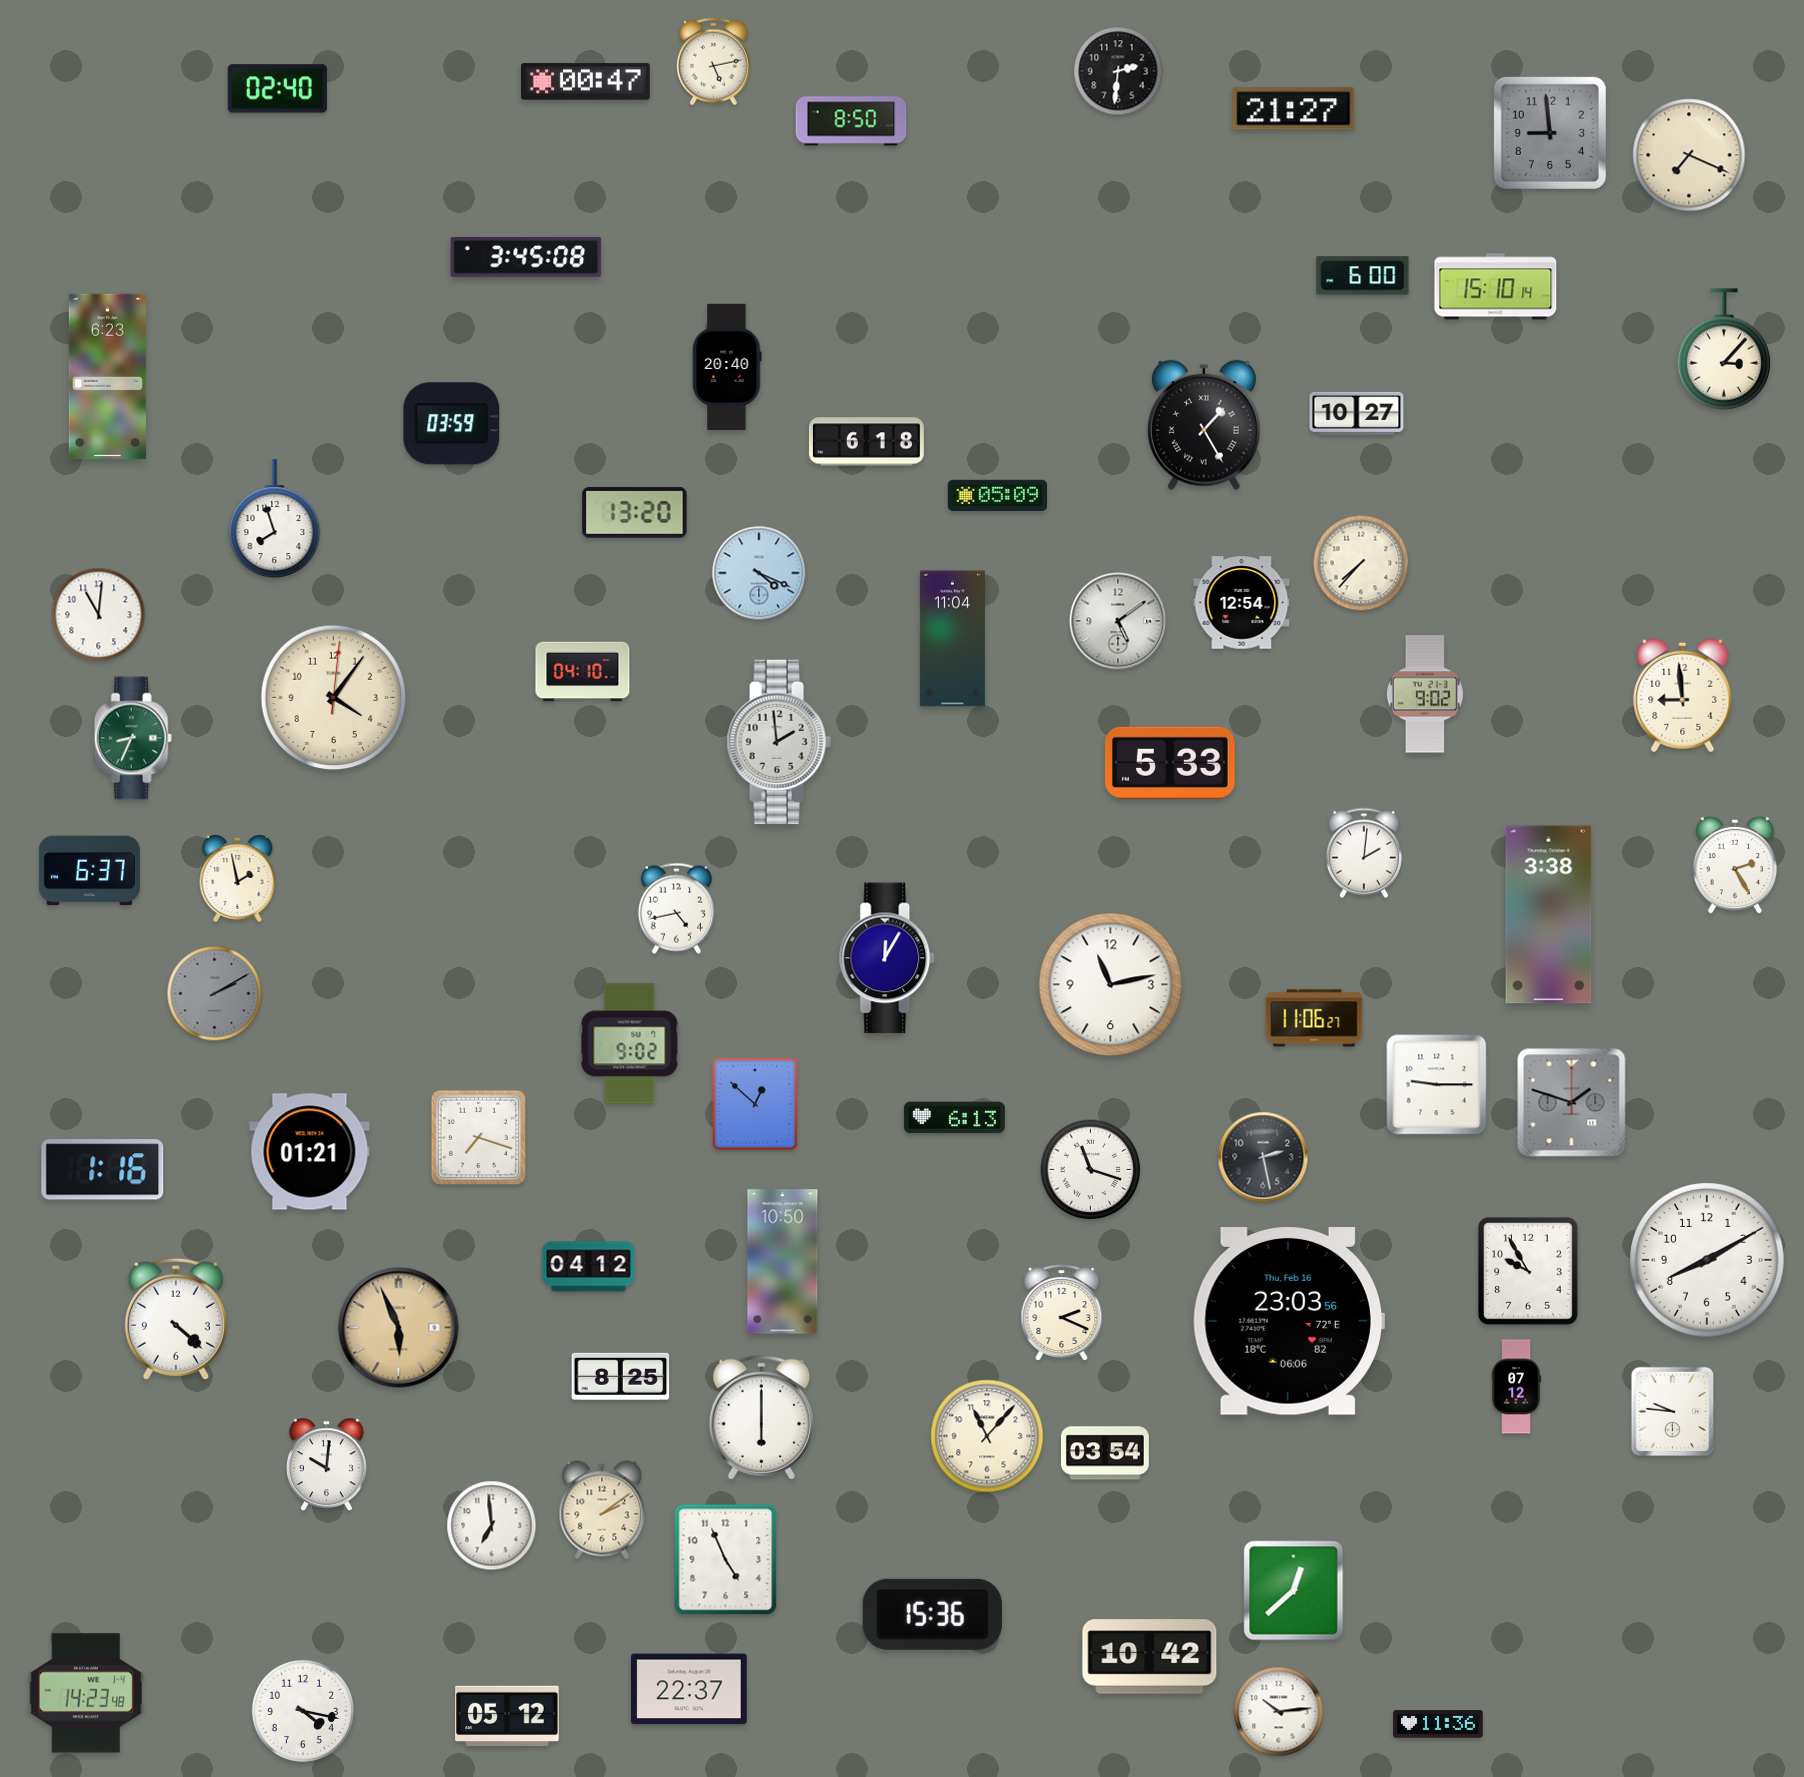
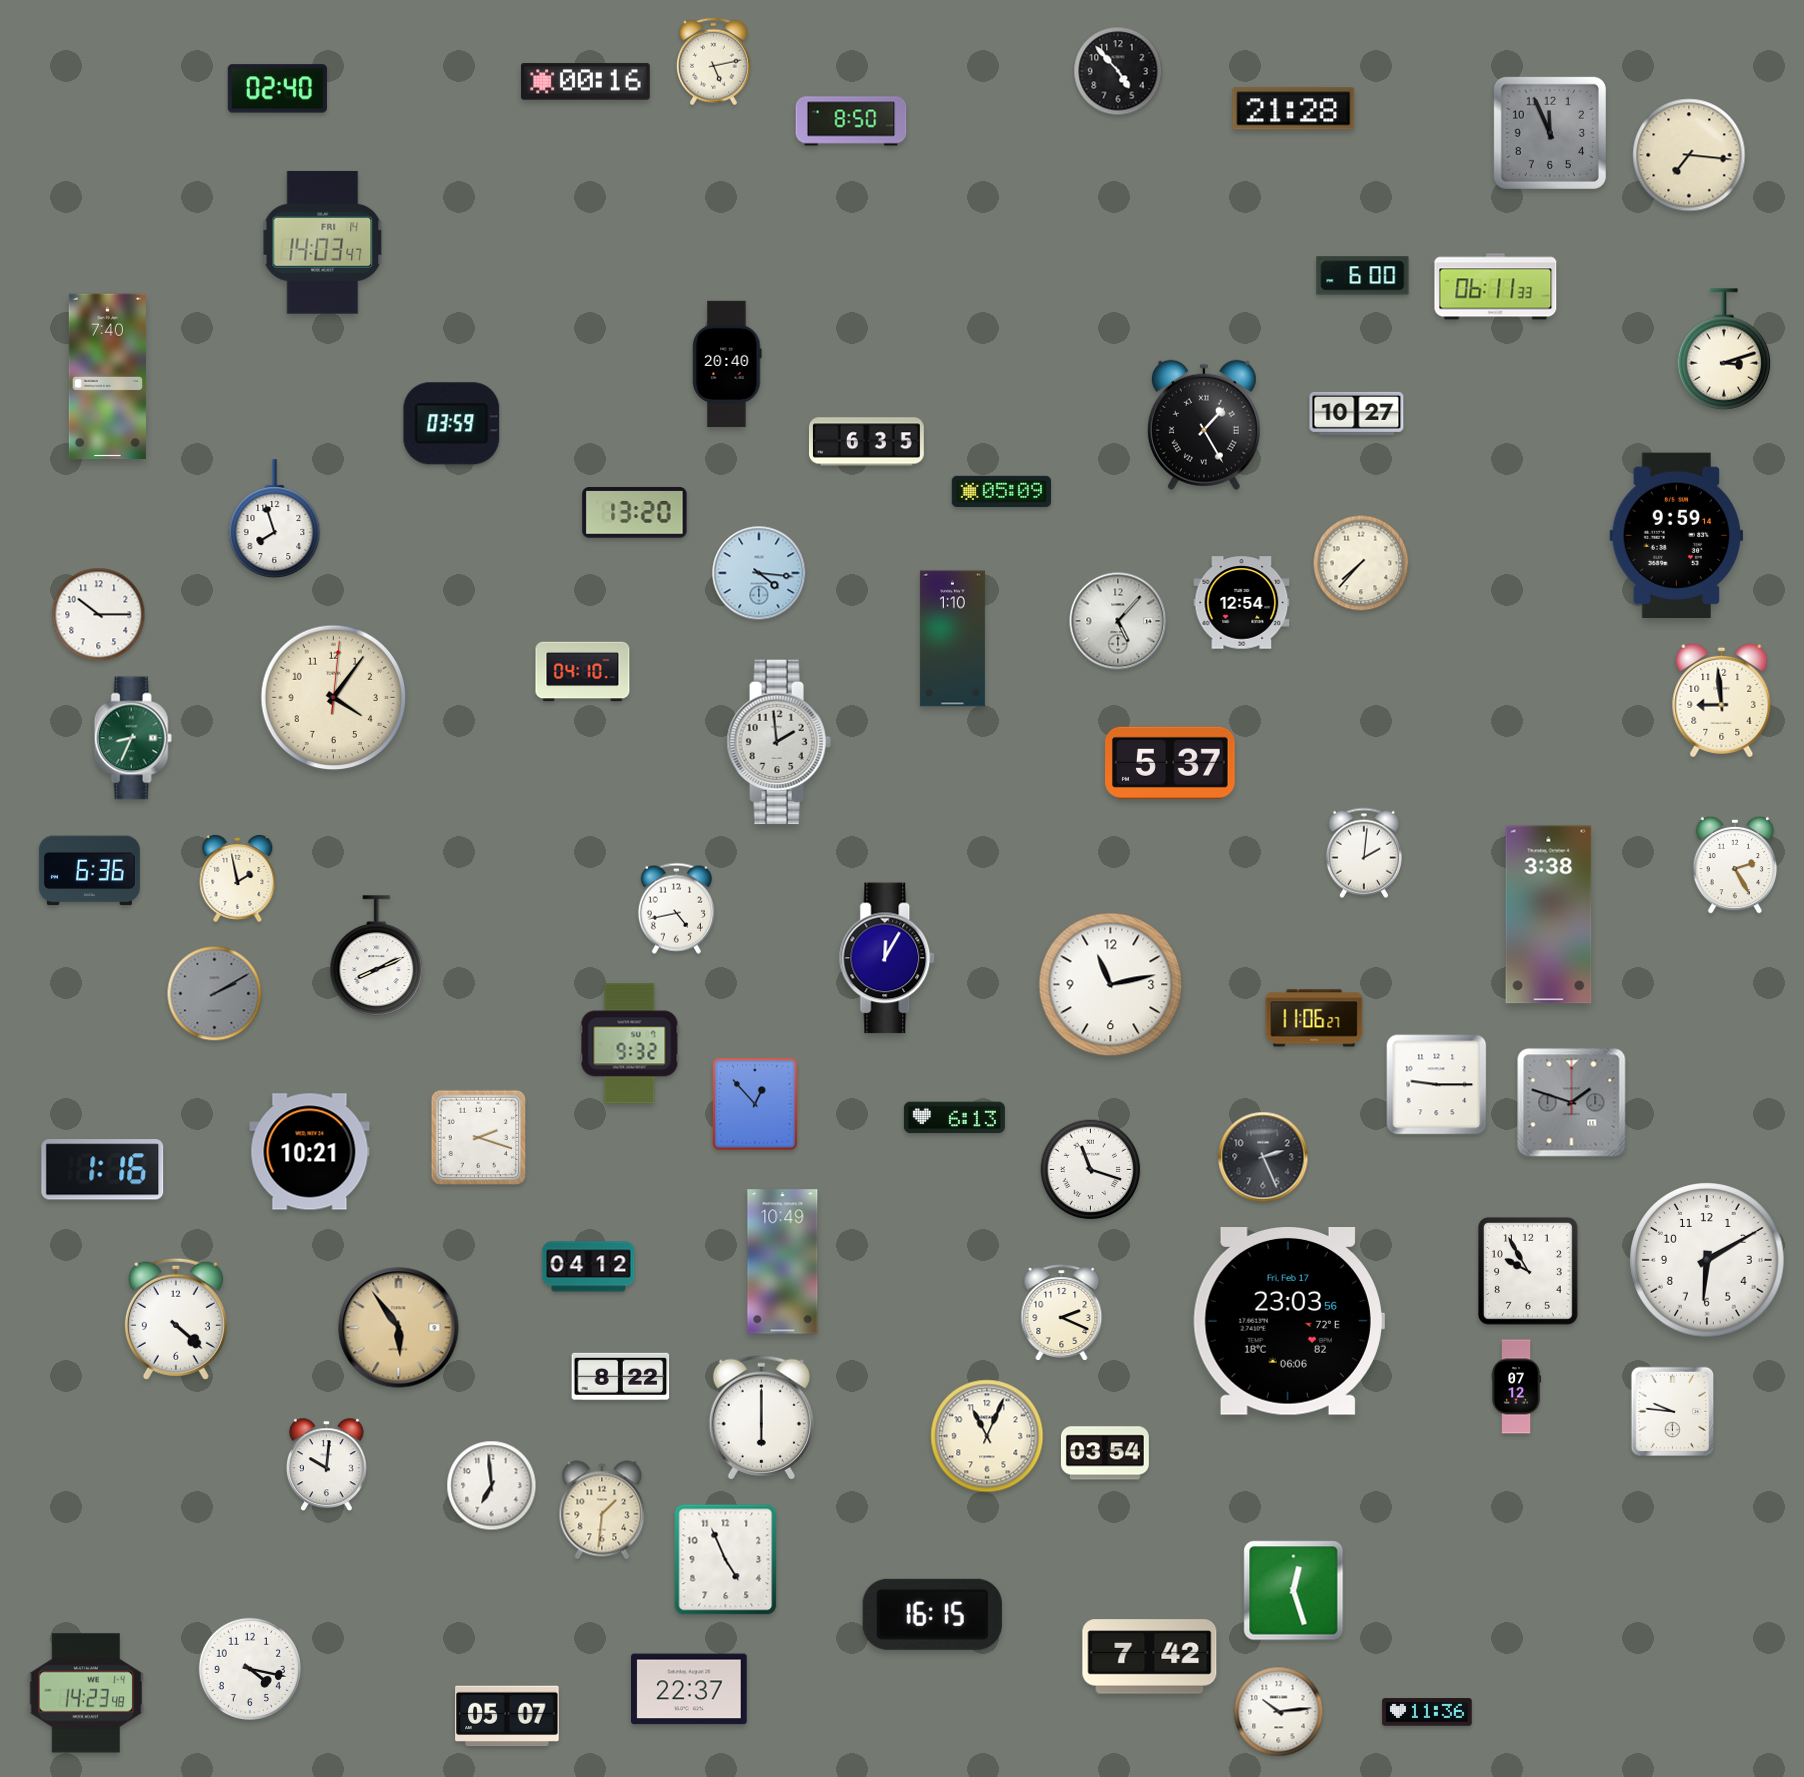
clock at (1118, 71): 2:31 -> 4:53
clock at (585, 82): 00:47 -> 00:16
clock at (1294, 109): 21:27 -> 21:28
clock at (1550, 133): 8:59 -> 11:56
clock at (1689, 155): 7:19 -> 7:16
clock at (323, 242): none -> 14:03
clock at (526, 257): 3:45 -> none
clock at (1496, 287): 15:10 -> 06:11
clock at (1724, 349): 3:07 -> 3:12
clock at (727, 366) position: (727, 366) -> (727, 363)
clock at (107, 377): 6:23 -> 7:40
clock at (866, 442): 6:18 -> 6:35
clock at (997, 495) position: (997, 495) -> (1001, 491)
clock at (1677, 535): none -> 9:59
clock at (759, 573): 4:19 -> 4:16
clock at (99, 615): 11:01 -> 10:15
clock at (1118, 621): 5:09 -> 5:07
clock at (952, 639): 11:04 -> 1:10
clock at (1425, 694): 9:02 -> none
clock at (1683, 695) position: (1683, 695) -> (1722, 700)
clock at (1170, 763): 5:33 -> 5:37
clock at (89, 871): 6:37 -> 6:36
clock at (377, 956): none -> 8:11
clock at (630, 1044): 9:02 -> 9:32
clock at (755, 1104): 12:52 -> 12:53
clock at (478, 1137): 7:18 -> 2:18
clock at (310, 1152): 01:21 -> 10:21
clock at (1263, 1157): 2:28 -> 2:26
clock at (1707, 1260): 8:10 -> 6:10
clock at (783, 1262): 10:50 -> 10:49
clock at (1289, 1322) date: Thu, Feb 16 -> Fri, Feb 17
clock at (399, 1328): 5:56 -> 5:54
clock at (621, 1376): 8:25 -> 8:22
clock at (987, 1436): 11:07 -> 11:04
clock at (602, 1510): 2:09 -> 1:31
clock at (492, 1526) position: (492, 1526) -> (492, 1486)
clock at (1294, 1591): 12:38 -> 12:27
clock at (932, 1614): 15:36 -> 16:15
clock at (1150, 1657): 10:42 -> 7:42
clock at (303, 1711) position: (303, 1711) -> (250, 1669)
clock at (507, 1716): 05:12 -> 05:07
clock at (1438, 1724) position: (1438, 1724) -> (1427, 1712)
